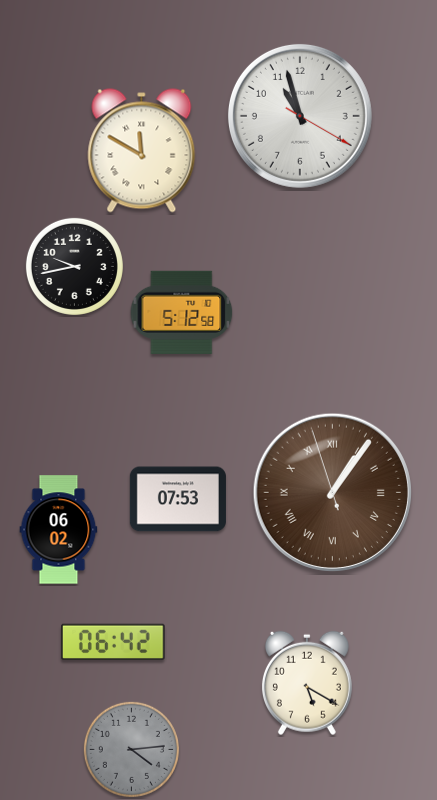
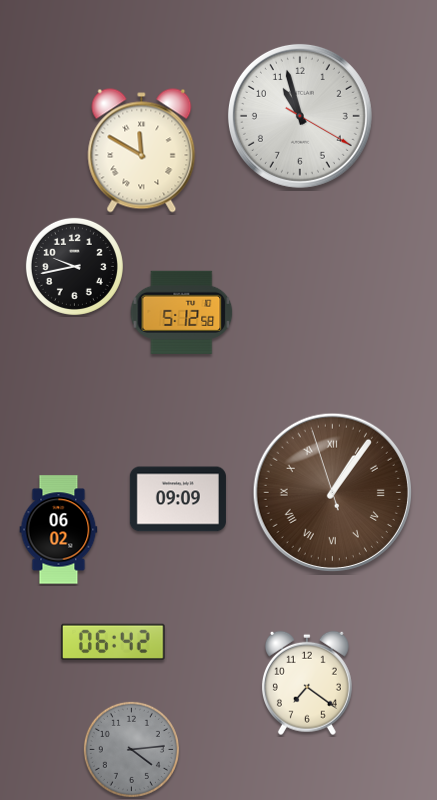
clock at (178, 499): 07:53 -> 09:09
clock at (307, 683): 5:20 -> 7:21
